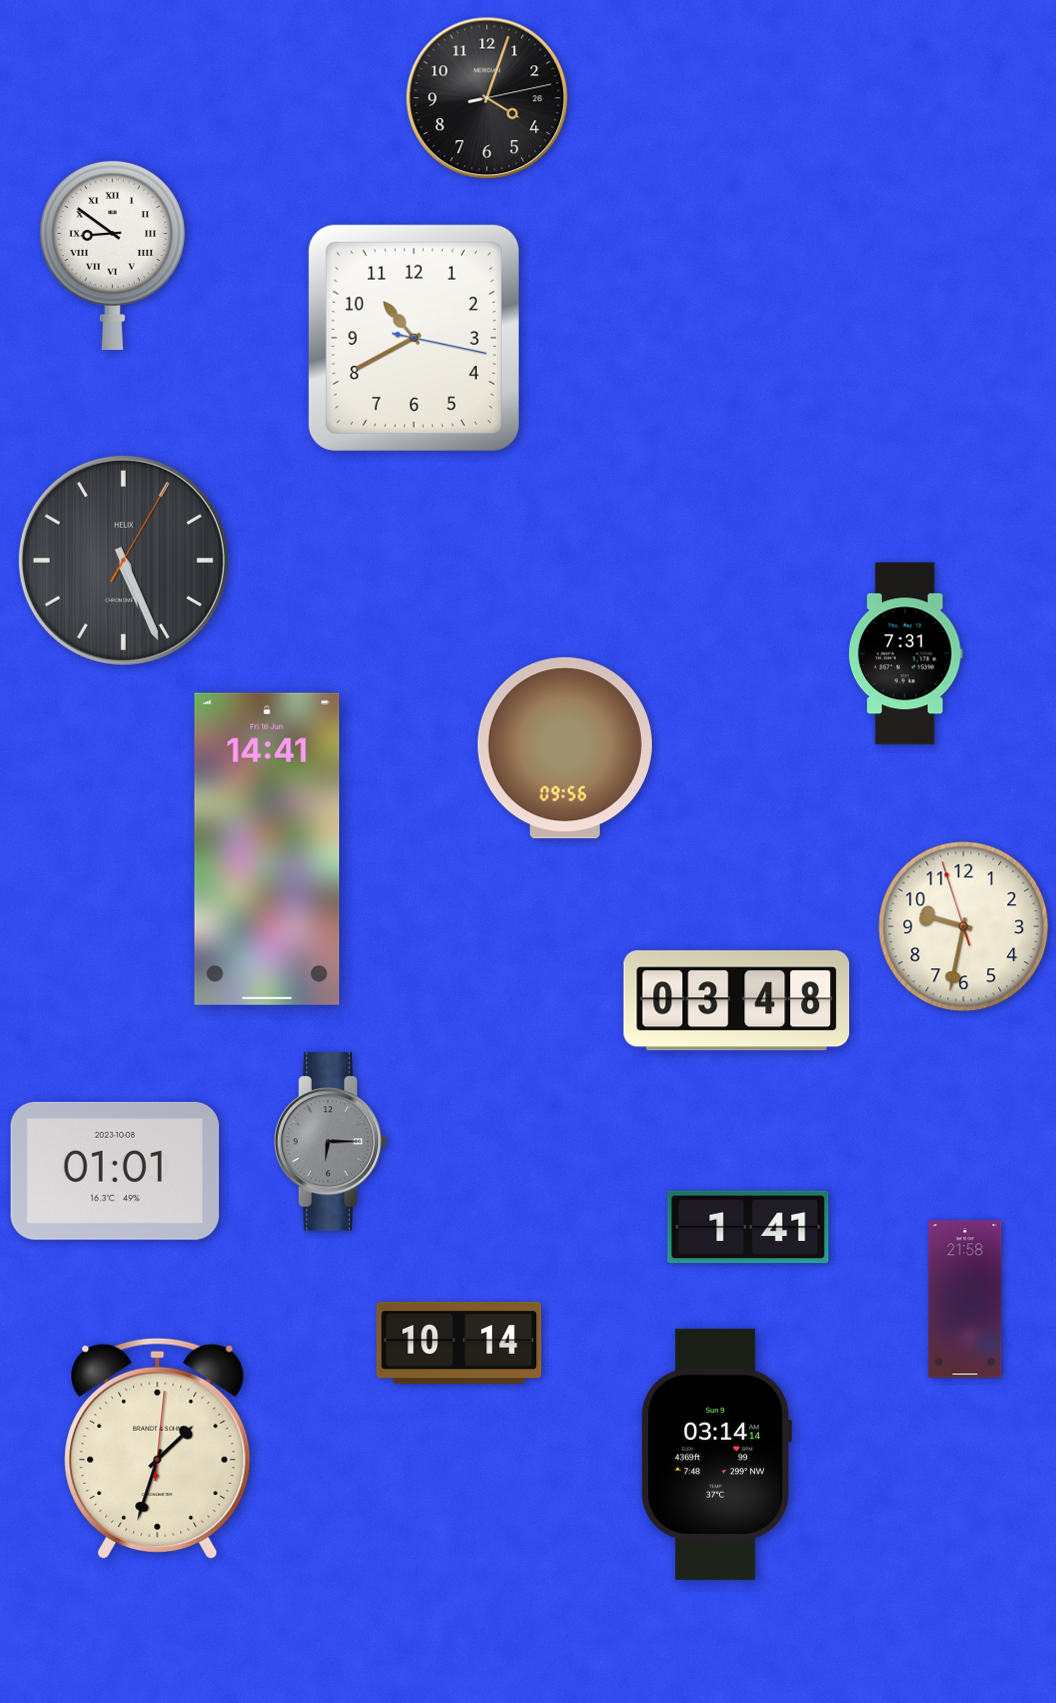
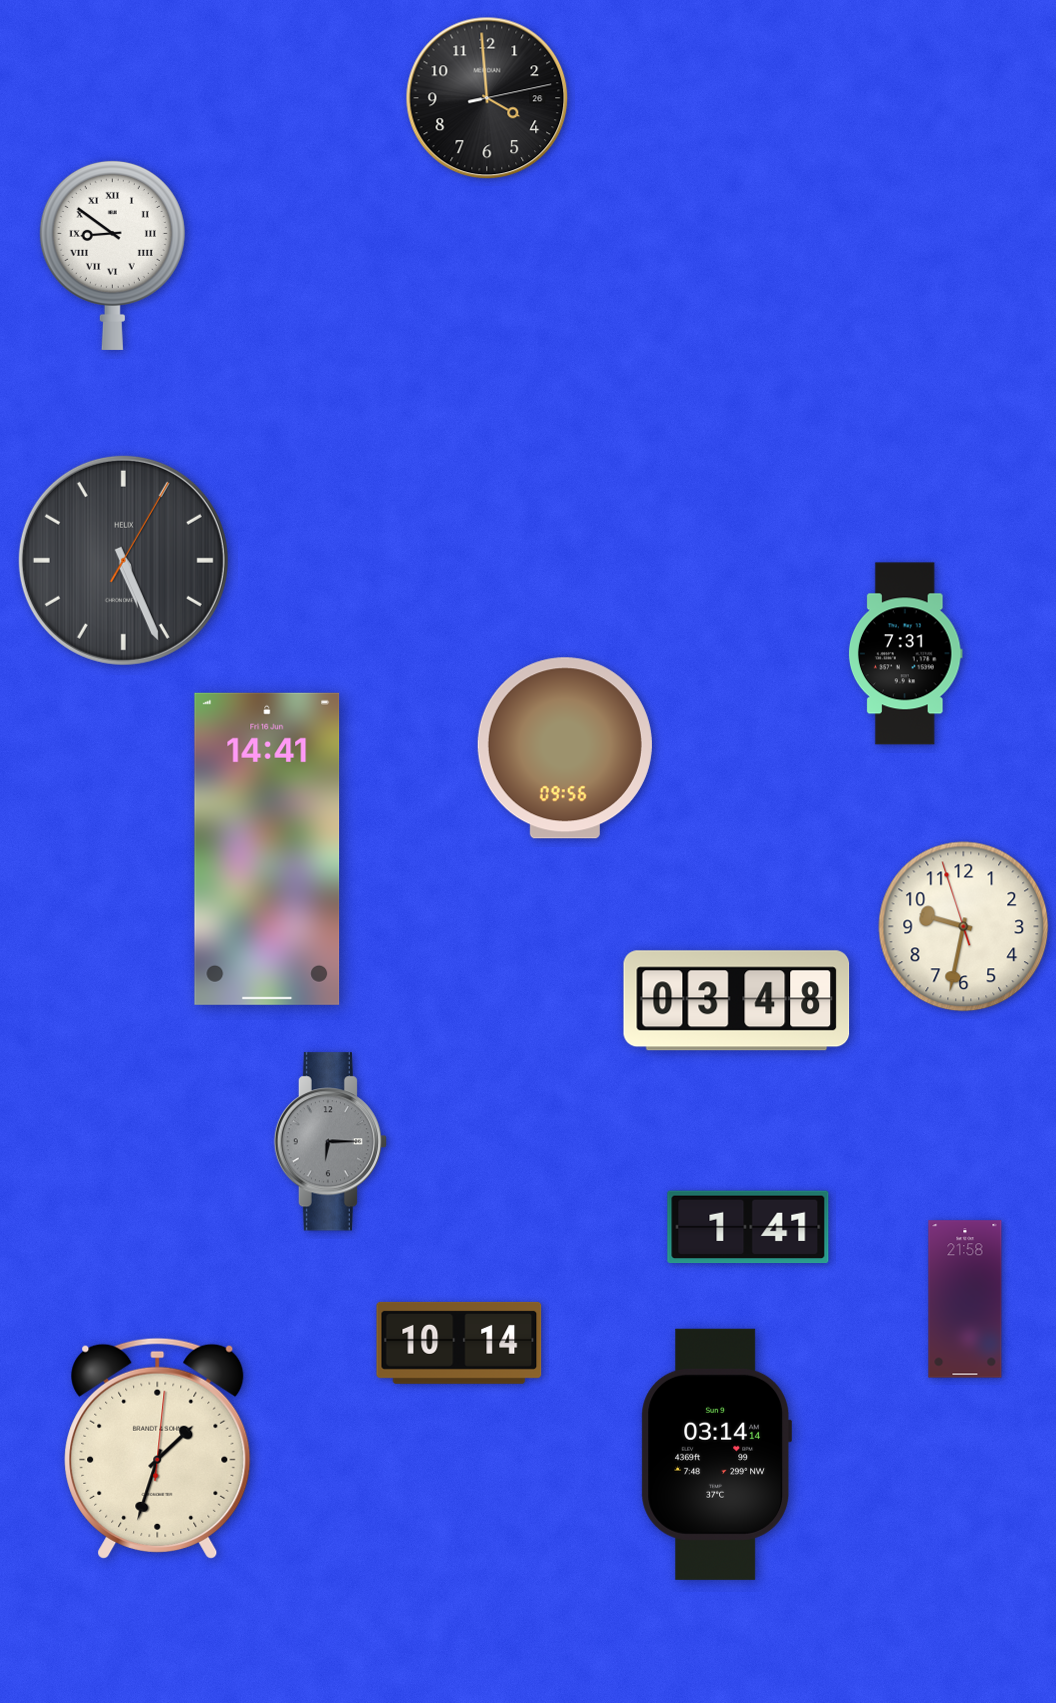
clock at (487, 98): 4:03 -> 3:59
clock at (414, 338): 10:40 -> none
clock at (115, 1171): 01:01 -> none
